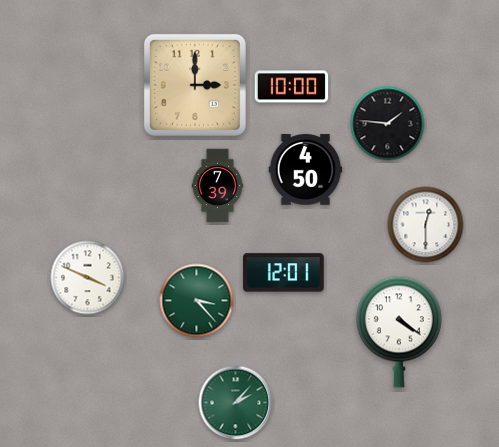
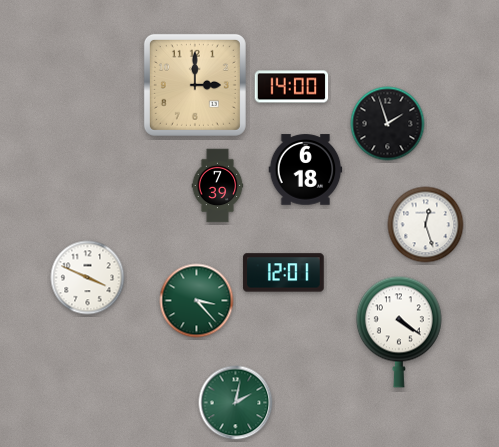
clock at (292, 87): 10:00 -> 14:00
clock at (388, 124): 1:46 -> 1:57
clock at (306, 170): 4:50 -> 6:18
clock at (426, 225): 12:30 -> 12:27
clock at (236, 403): 2:07 -> 2:02
